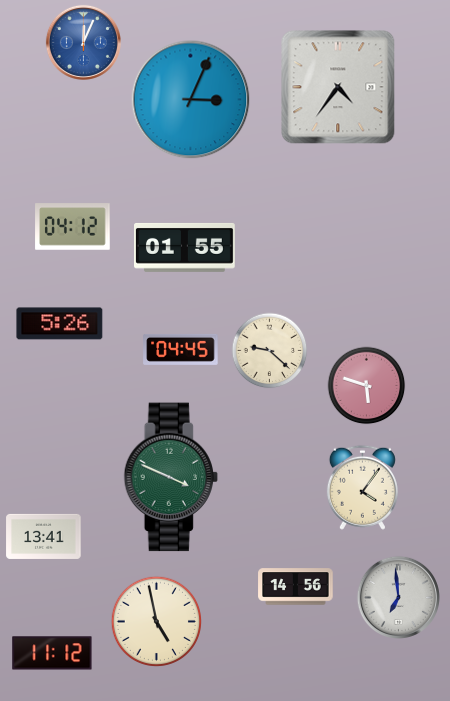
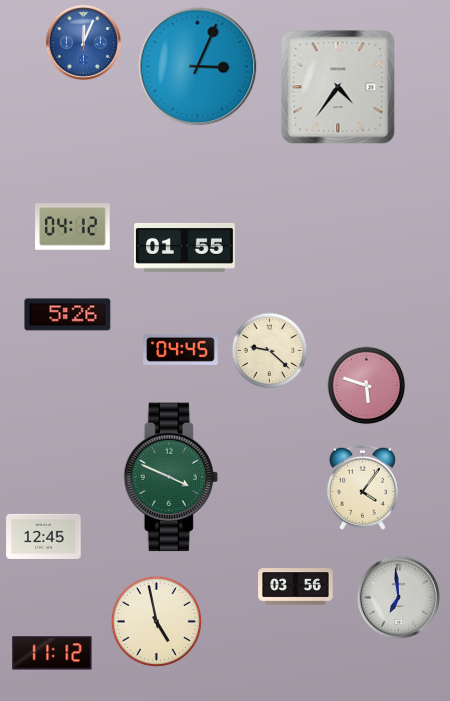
clock at (191, 100) position: (191, 100) -> (198, 67)
clock at (60, 324) position: (60, 324) -> (68, 315)
clock at (44, 536): 13:41 -> 12:45
clock at (296, 587): 14:56 -> 03:56
